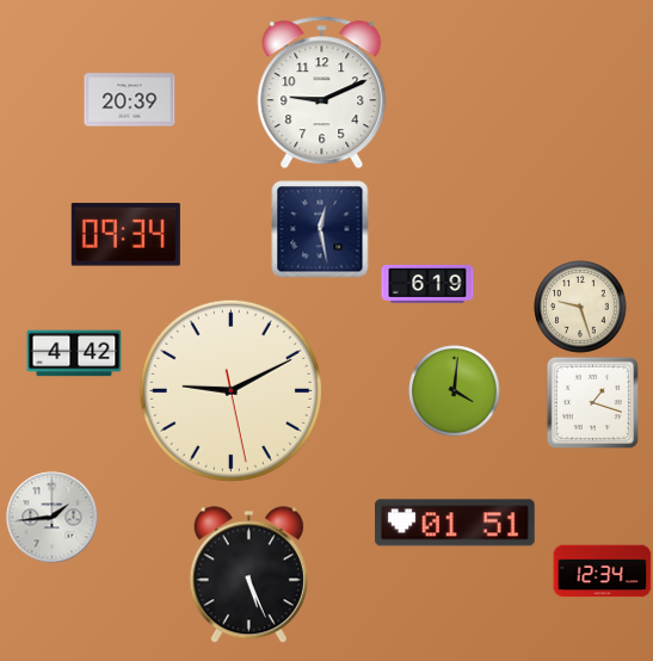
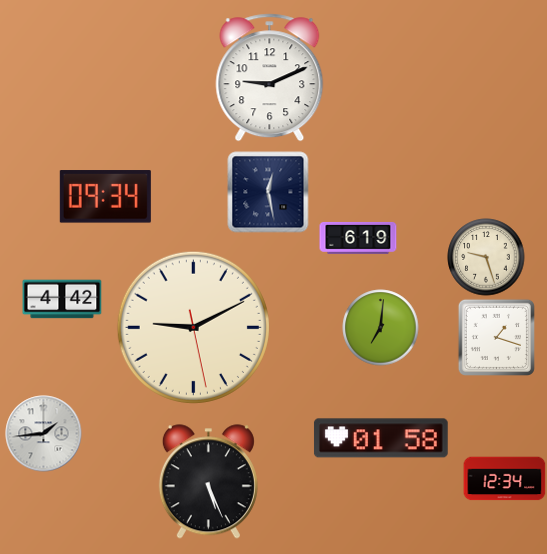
clock at (130, 100): 20:39 -> none
clock at (74, 353) position: (74, 353) -> (62, 299)
clock at (455, 391): 4:01 -> 7:01
clock at (455, 523): 01:51 -> 01:58
